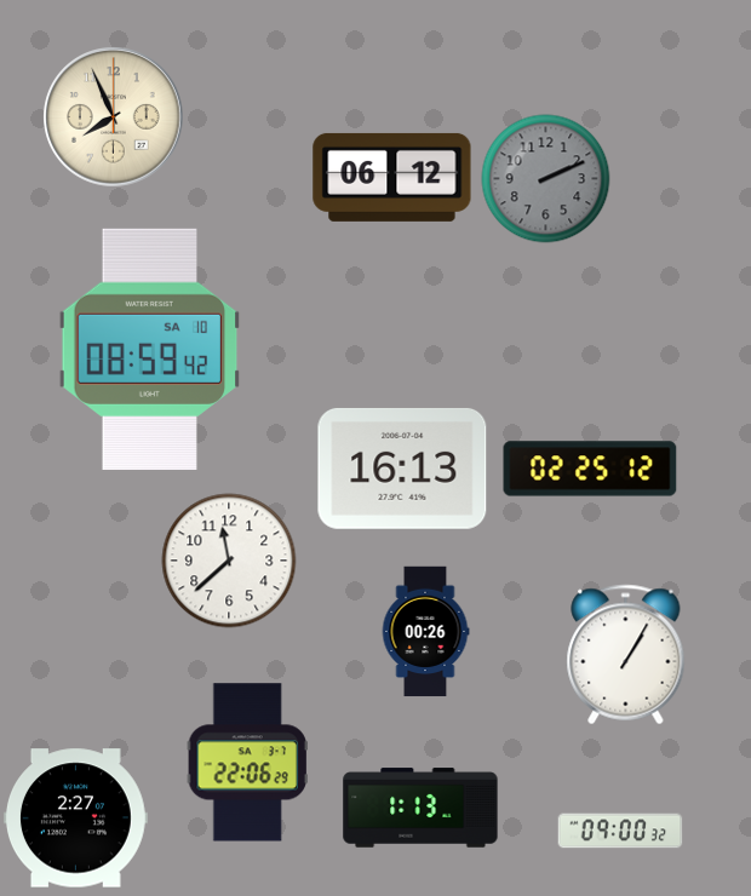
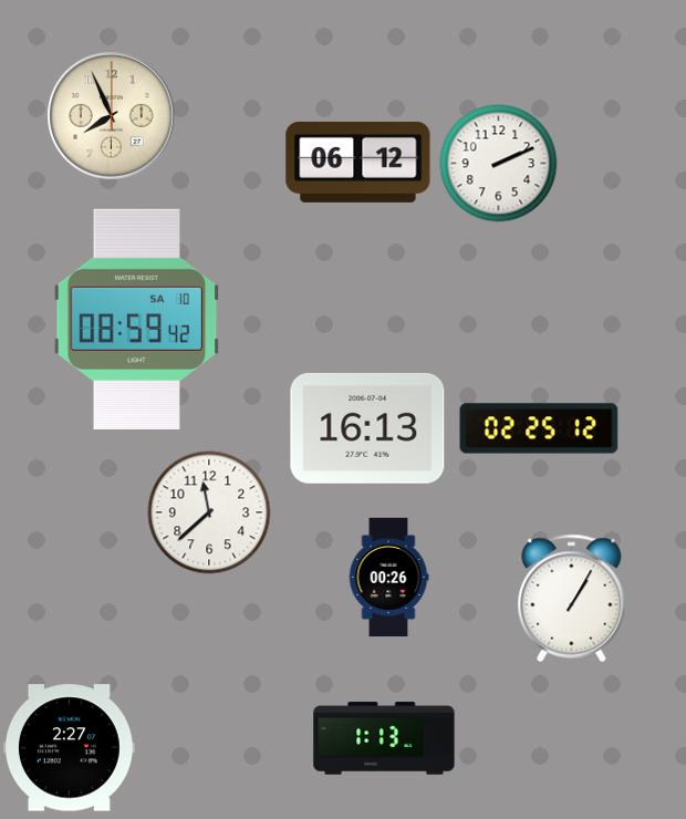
clock at (114, 117) position: (114, 117) -> (112, 116)
clock at (546, 179) dial: grey -> white
clock at (247, 763): 22:06 -> none
clock at (620, 831): 09:00 -> none
